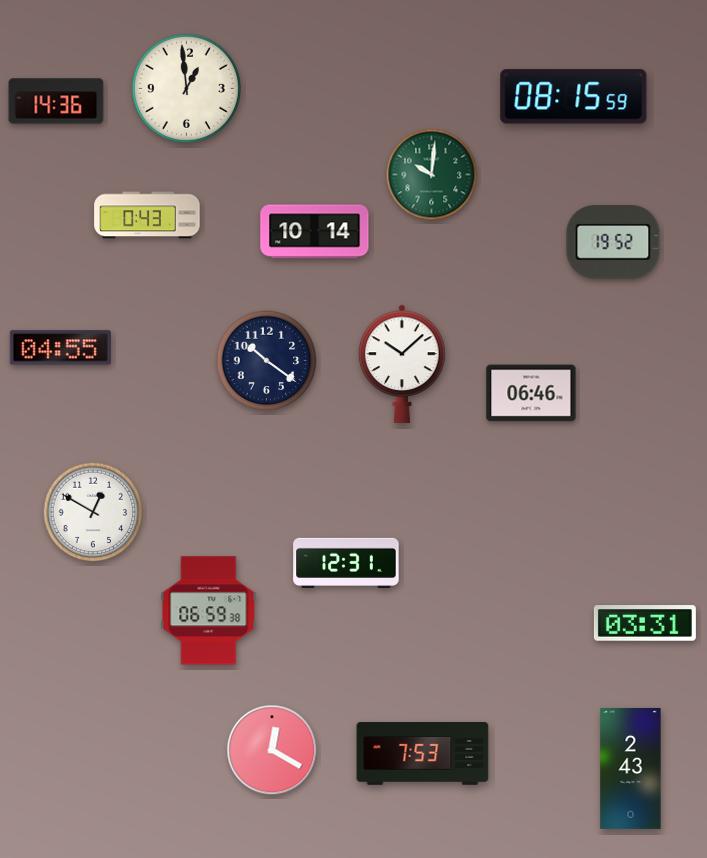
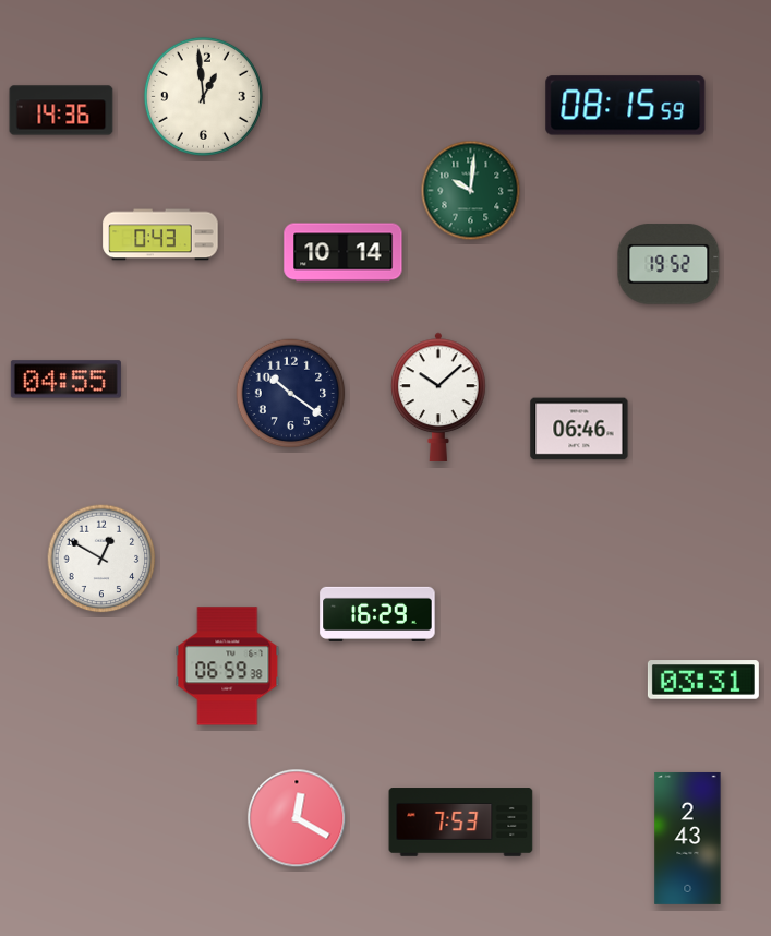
clock at (346, 563): 12:31 -> 16:29
